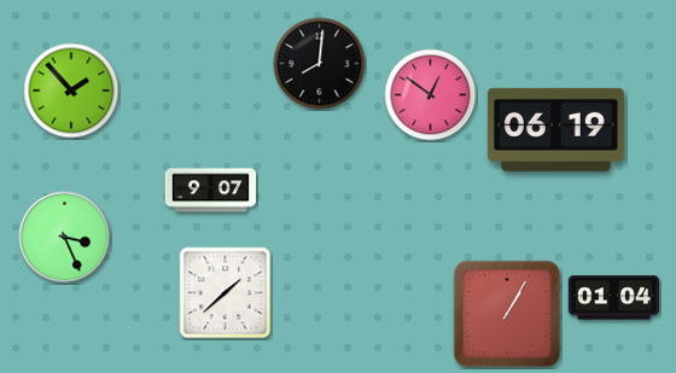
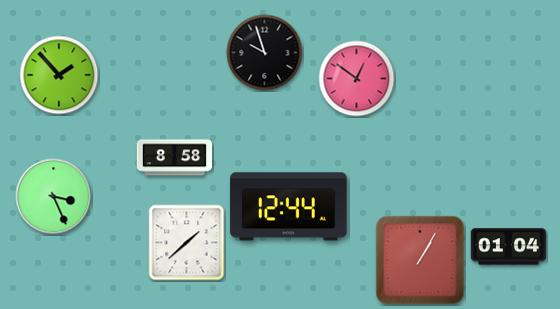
clock at (320, 64): 8:01 -> 9:57
clock at (555, 129): 06:19 -> none
clock at (211, 191): 9:07 -> 8:58
clock at (289, 207): none -> 12:44
